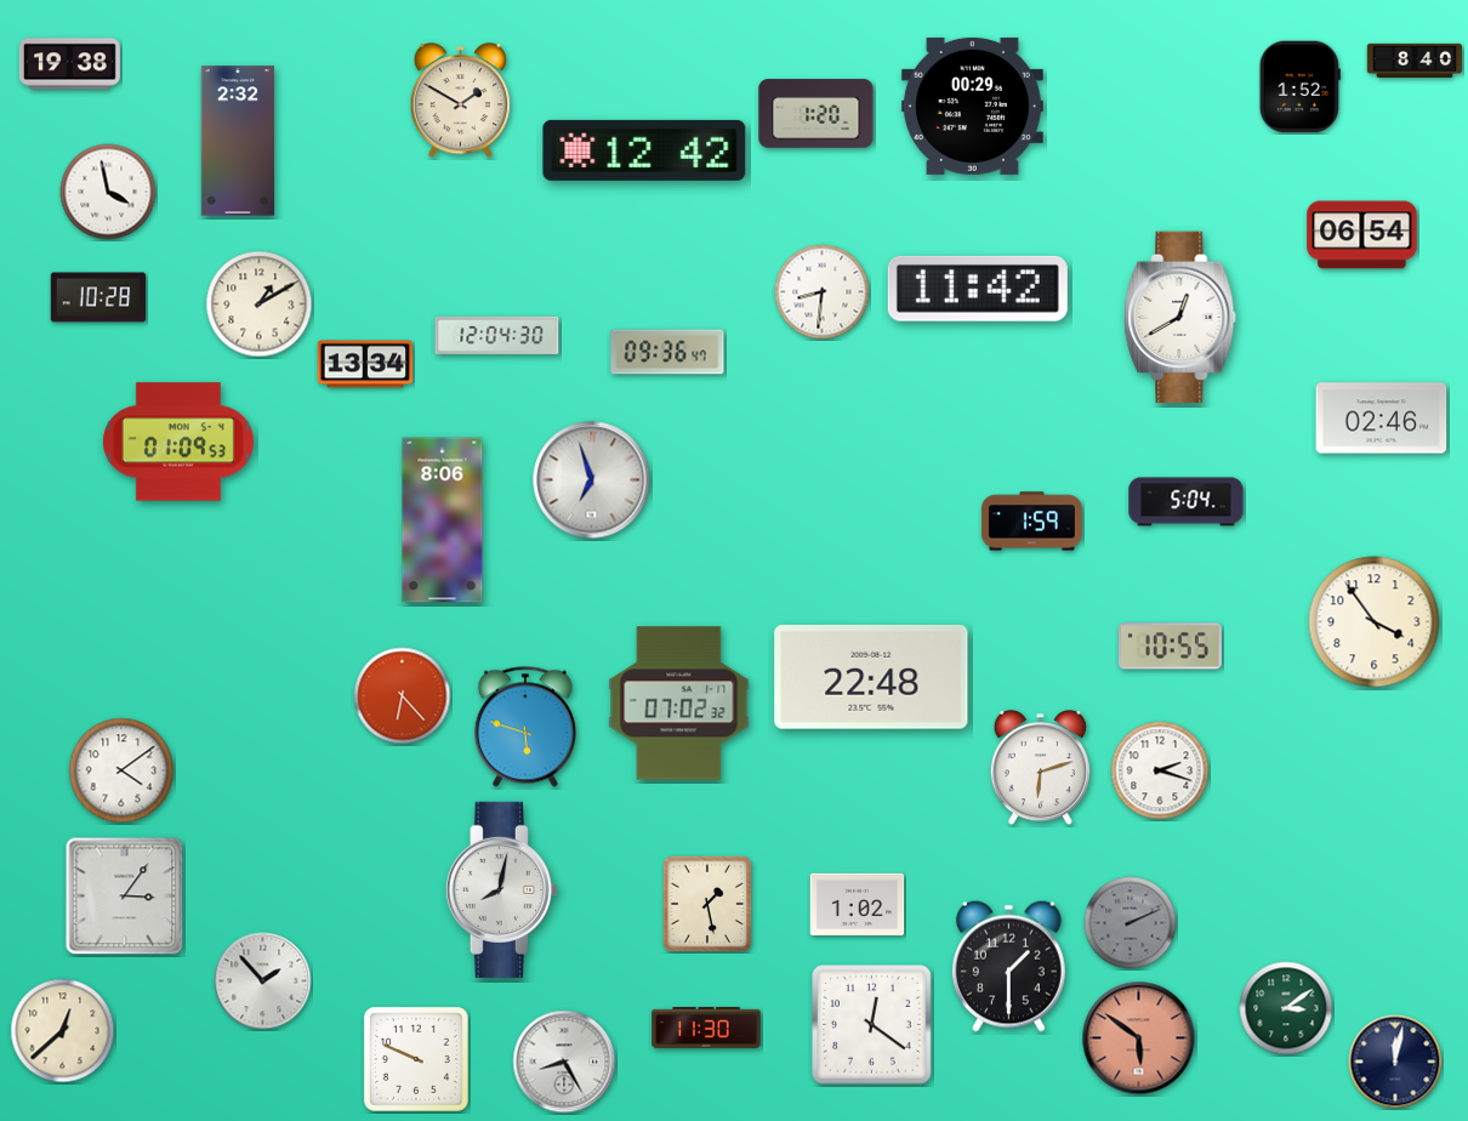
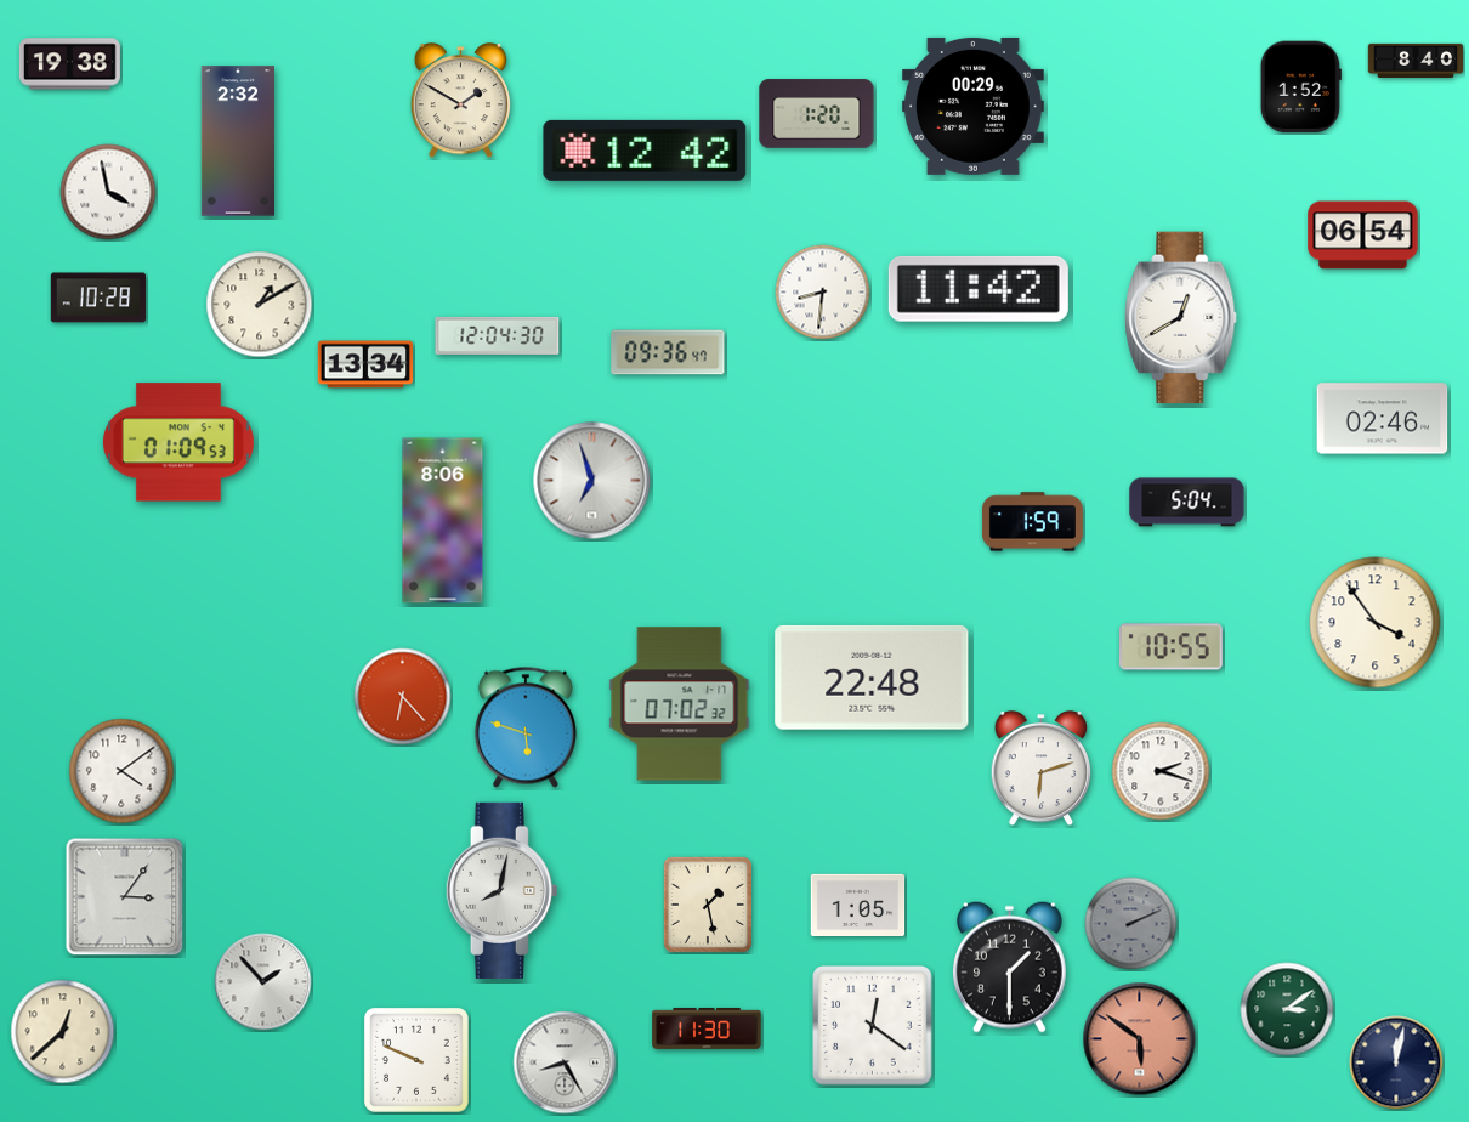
clock at (858, 905): 1:02 -> 1:05
